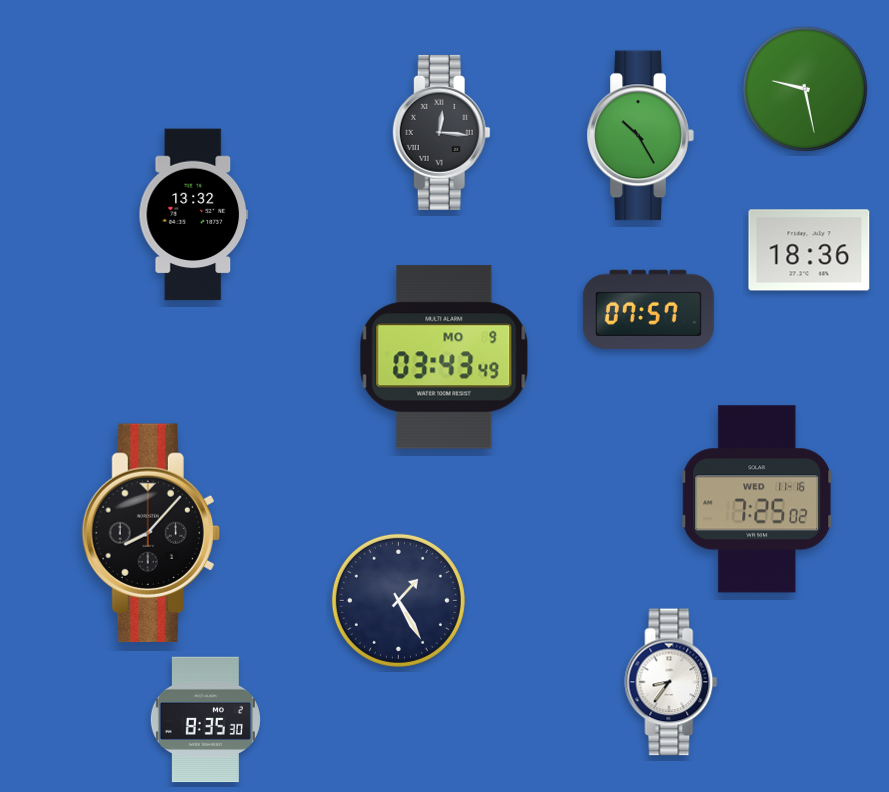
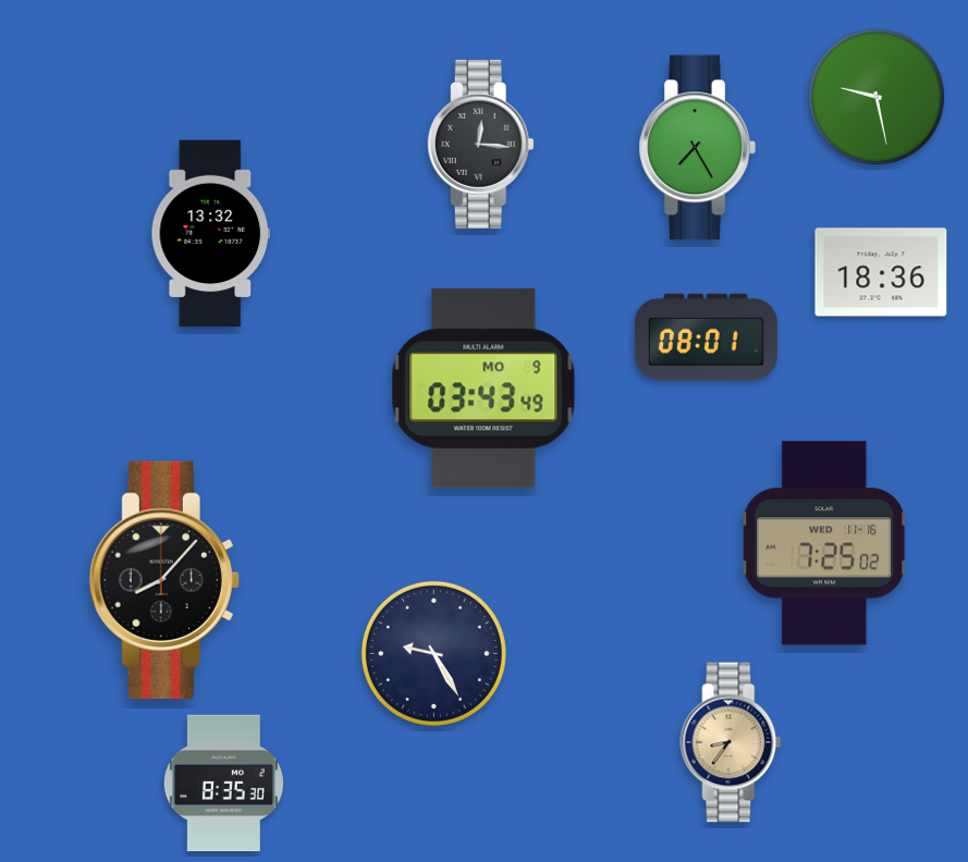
clock at (640, 136): 10:25 -> 7:25
clock at (648, 309): 07:57 -> 08:01
clock at (398, 600): 1:25 -> 9:25
clock at (671, 682) dial: white -> champagne
